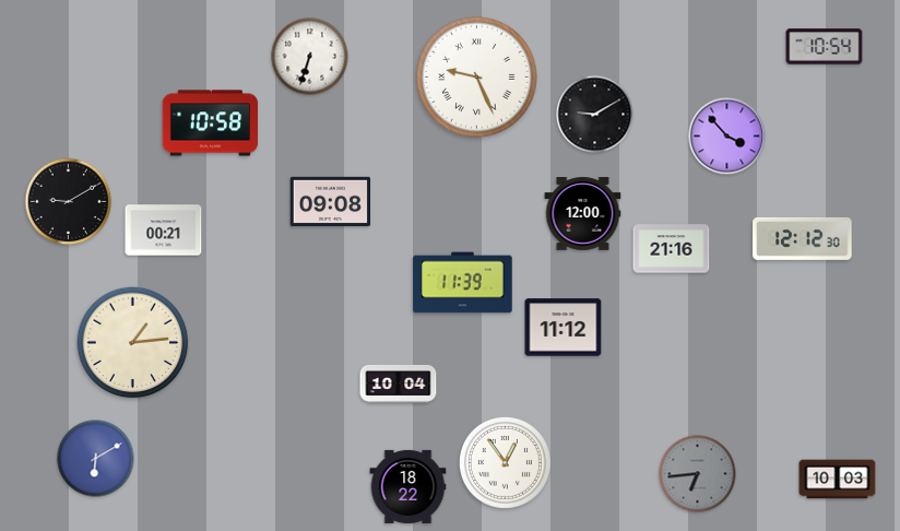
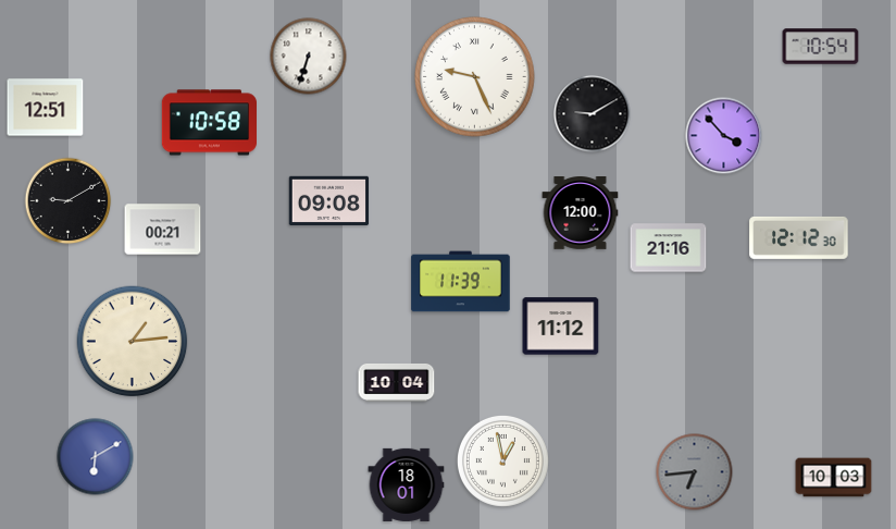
clock at (46, 108): none -> 12:51
clock at (505, 462): 12:54 -> 12:58
clock at (408, 486): 18:22 -> 18:01
